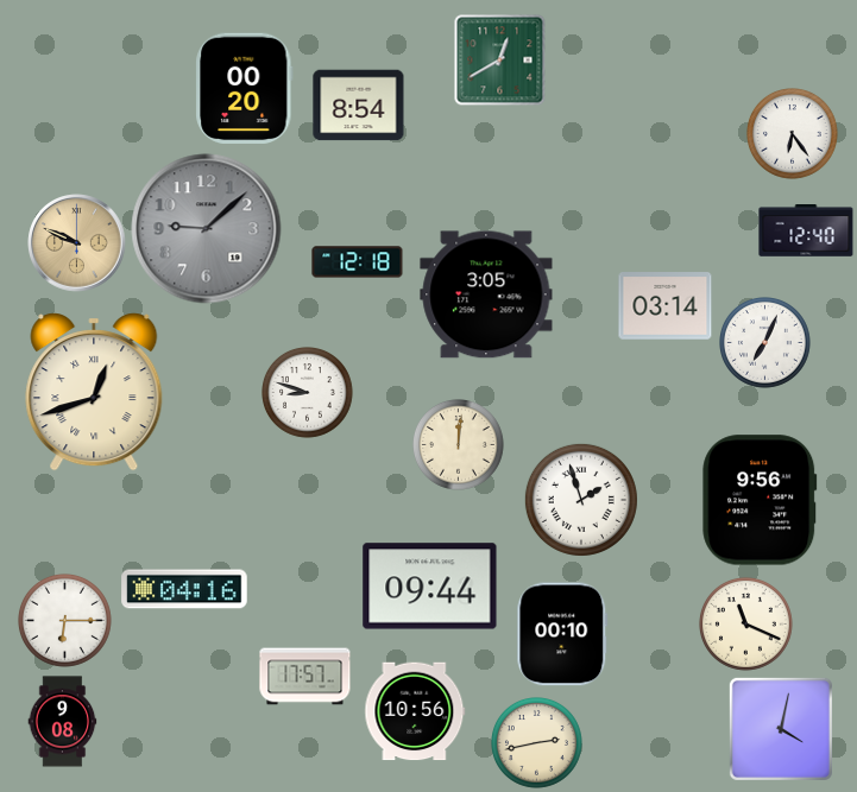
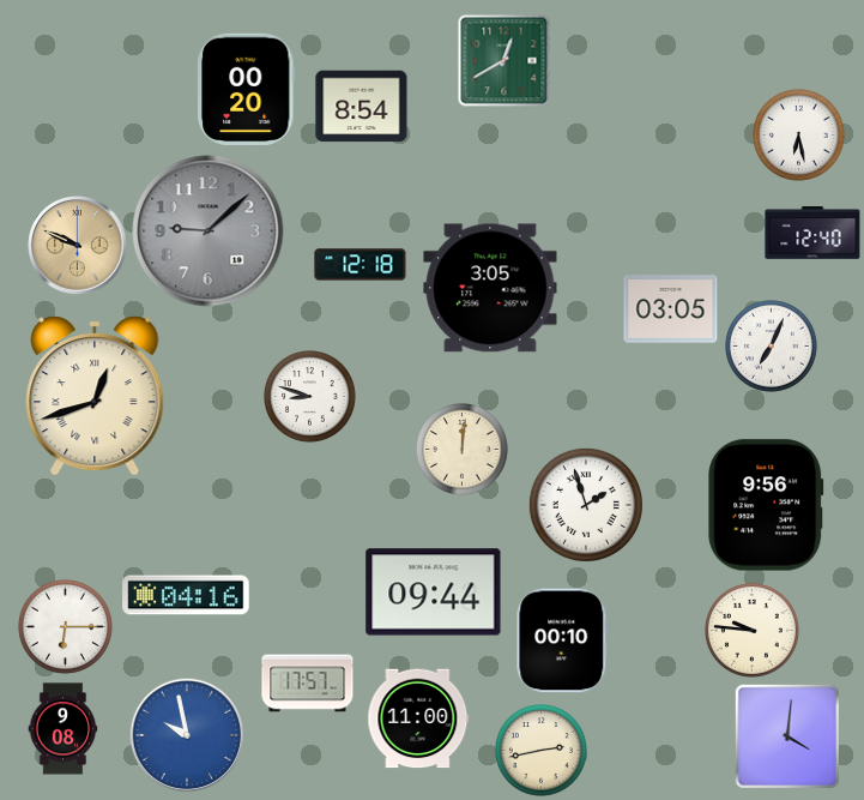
clock at (793, 134): 6:24 -> 6:28
clock at (486, 294) position: (486, 294) -> (490, 288)
clock at (666, 306): 03:14 -> 03:05
clock at (745, 623): 11:19 -> 9:46
clock at (562, 634) position: (562, 634) -> (562, 640)
clock at (415, 711): 10:56 -> 11:00
clock at (186, 734): none -> 9:58
clock at (781, 729): 4:02 -> 4:01
